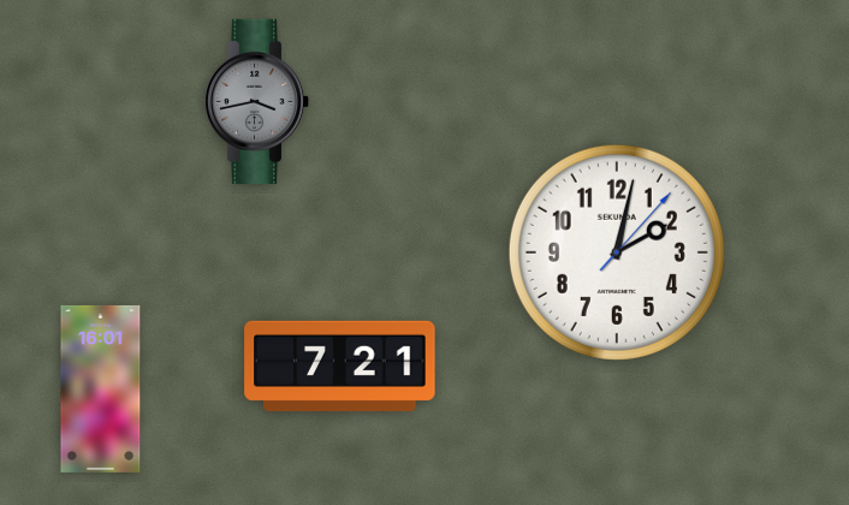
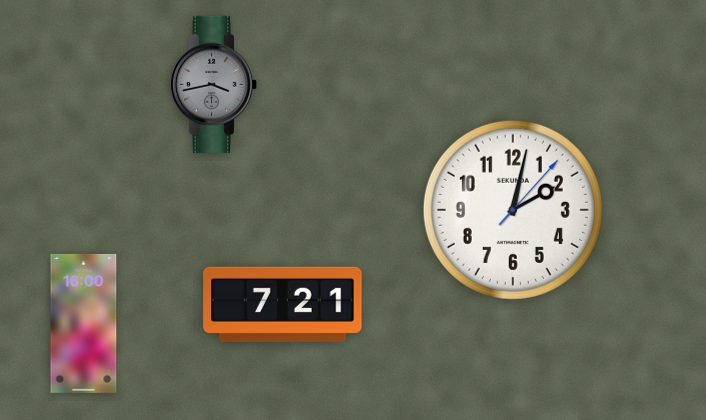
clock at (101, 388): 16:01 -> 16:00
